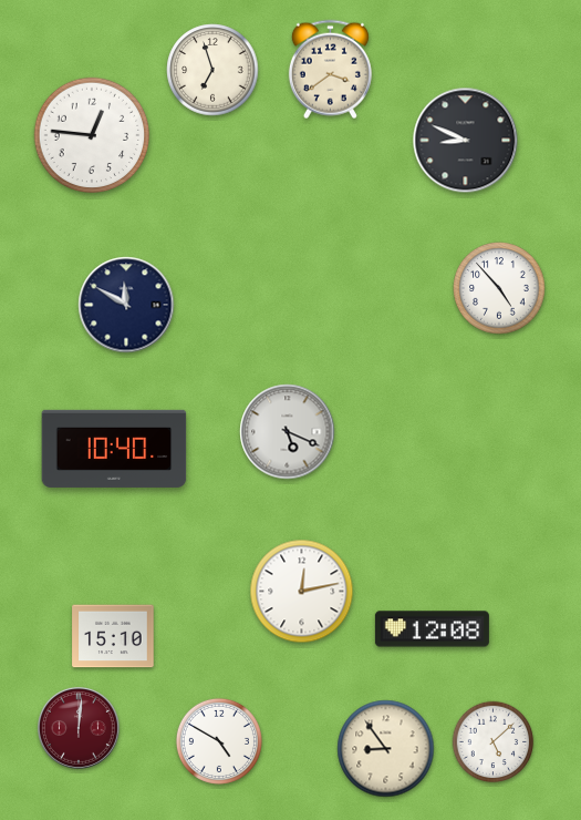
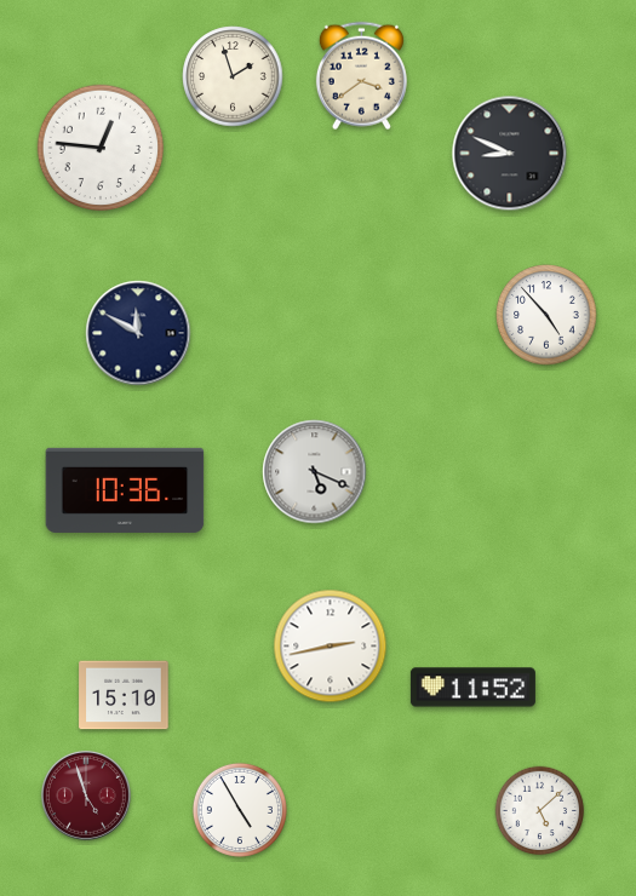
clock at (212, 70): 6:57 -> 1:57
clock at (114, 449): 10:40 -> 10:36
clock at (302, 592): 12:13 -> 2:43
clock at (432, 629): 12:08 -> 11:52
clock at (79, 728): 12:01 -> 4:57
clock at (219, 741): 4:50 -> 4:55
clock at (386, 749): 8:54 -> none
